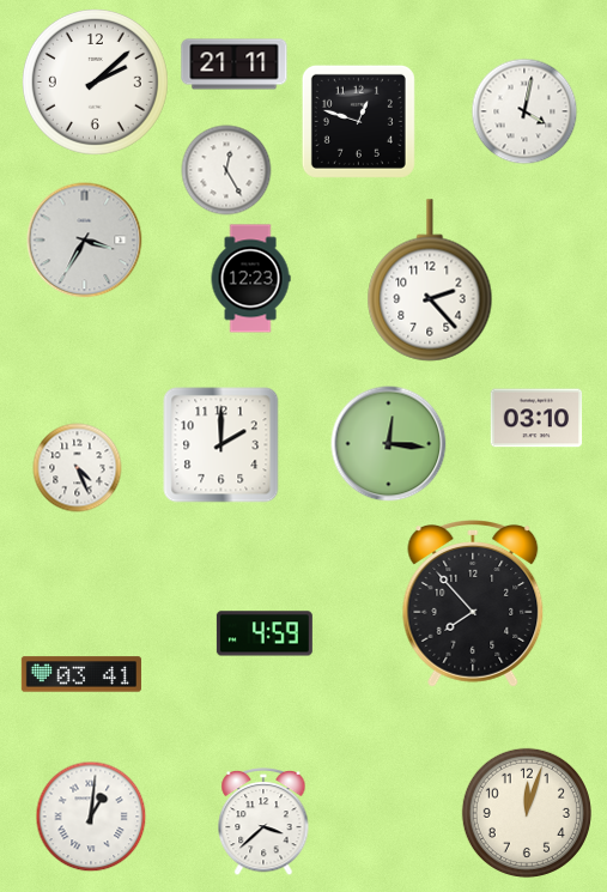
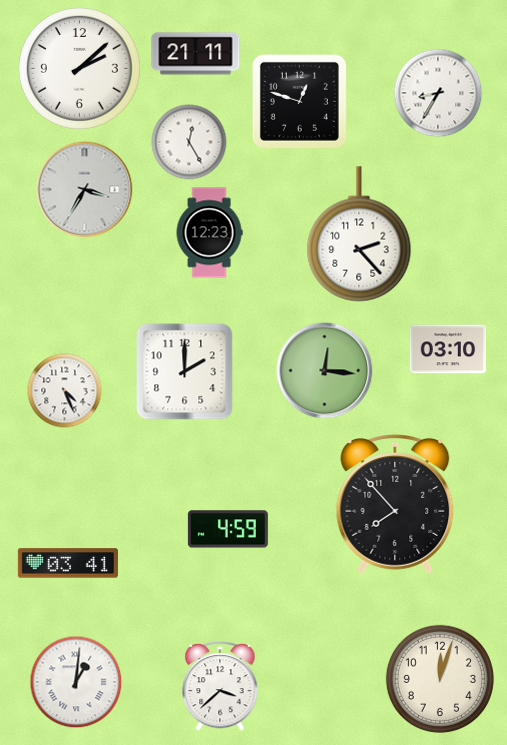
clock at (524, 111): 4:02 -> 8:35
clock at (85, 241) position: (85, 241) -> (85, 190)
clock at (265, 633) position: (265, 633) -> (228, 529)
